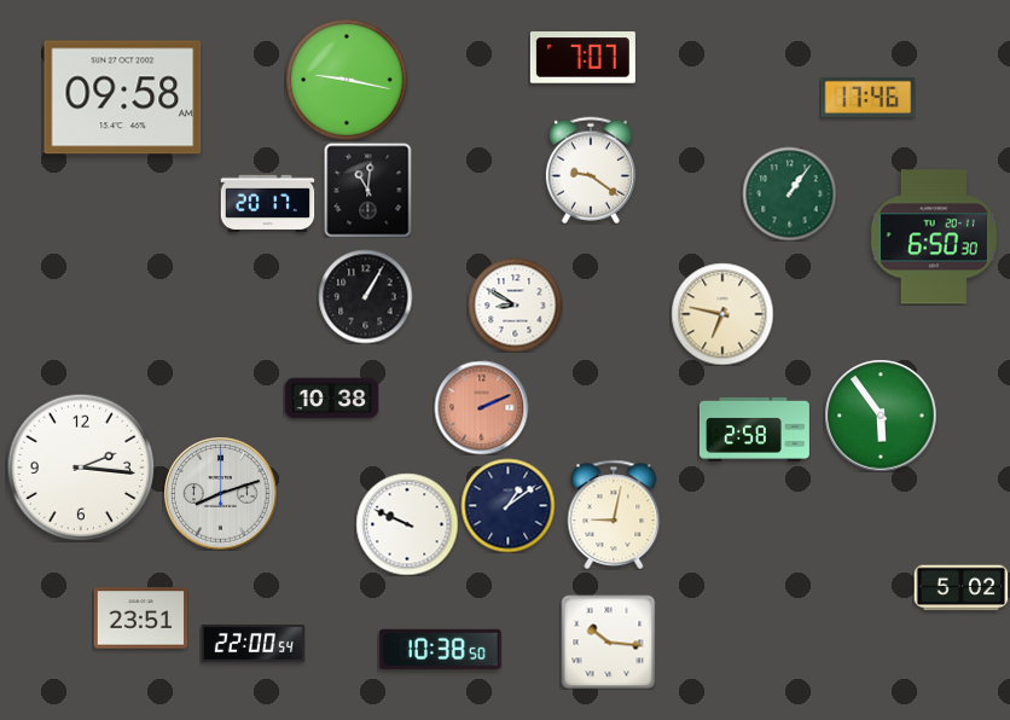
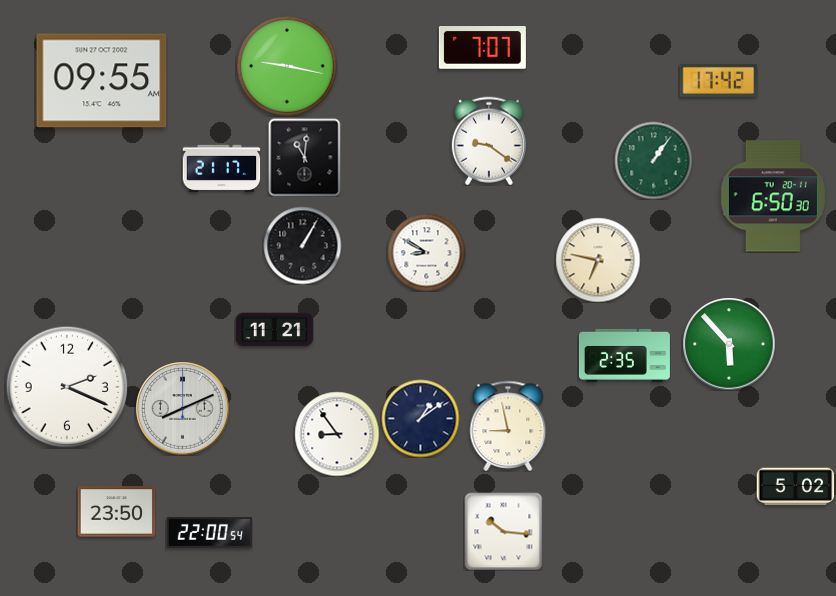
clock at (867, 97): 17:46 -> 17:42
clock at (123, 98): 09:58 -> 09:55
clock at (267, 204): 20:17 -> 21:17
clock at (331, 399): 10:38 -> 11:21
clock at (481, 407): 2:11 -> none
clock at (881, 416): 5:54 -> 5:53
clock at (754, 429): 2:58 -> 2:35
clock at (81, 468): 2:16 -> 2:19
clock at (220, 493): 8:12 -> 8:11
clock at (614, 515): 9:02 -> 8:58
clock at (407, 524): 9:49 -> 8:54
clock at (140, 619): 23:51 -> 23:50
clock at (441, 649): 10:38 -> none
